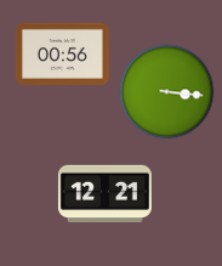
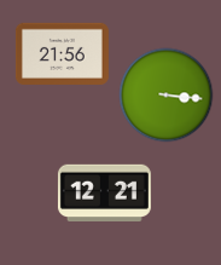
clock at (62, 53): 00:56 -> 21:56
clock at (166, 91) position: (166, 91) -> (165, 94)
